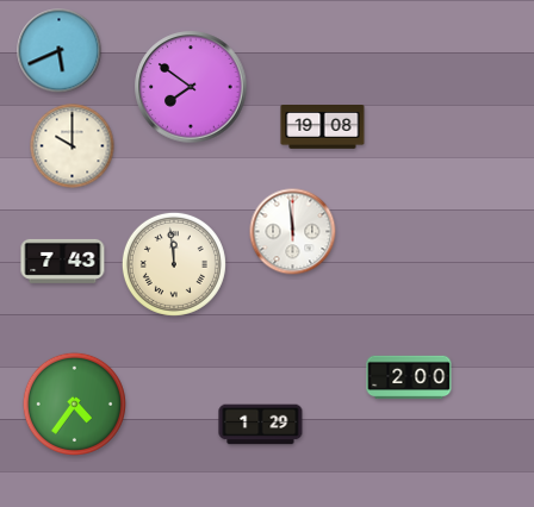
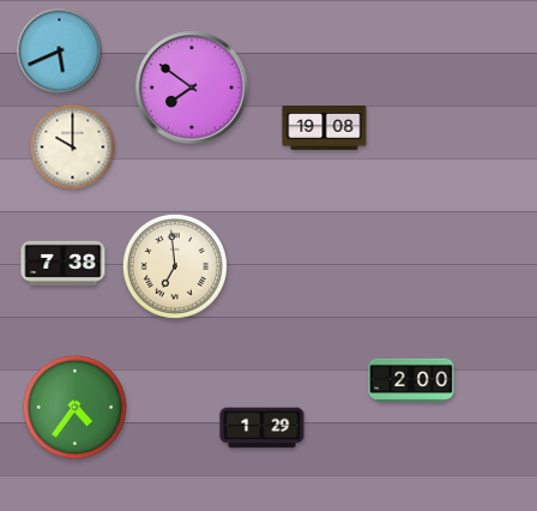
clock at (293, 232): 11:59 -> none
clock at (63, 261): 7:43 -> 7:38
clock at (174, 264): 11:59 -> 6:59
